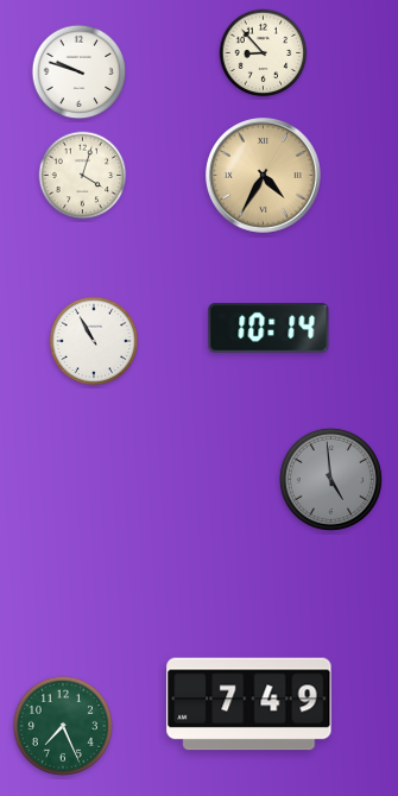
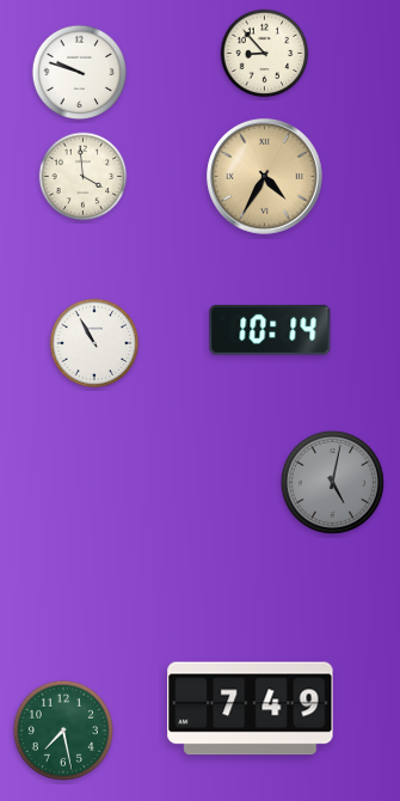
clock at (83, 176): 4:03 -> 3:59
clock at (330, 479): 4:59 -> 5:02
clock at (63, 726): 7:26 -> 7:28
